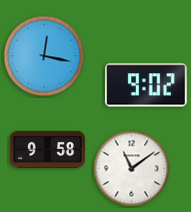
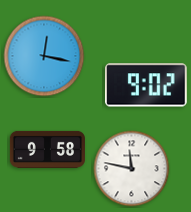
clock at (132, 169): 11:09 -> 11:47
